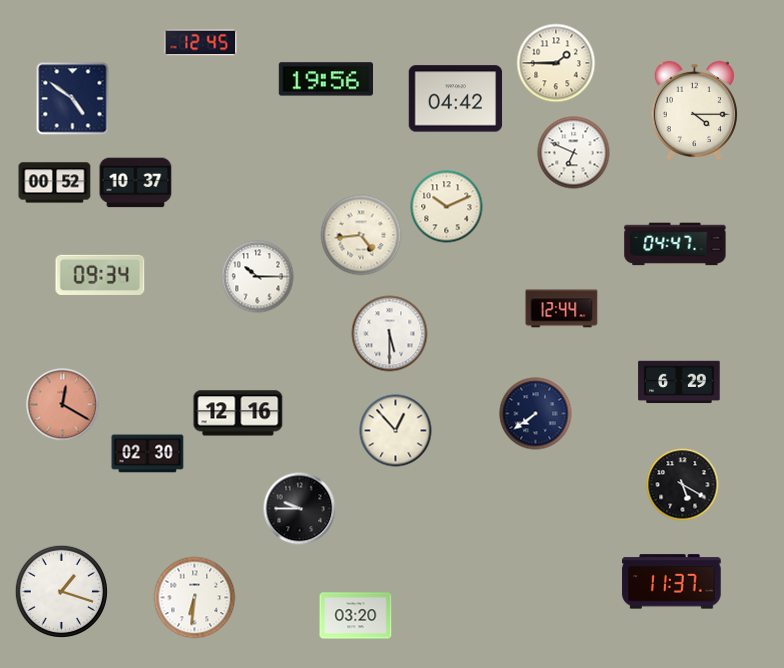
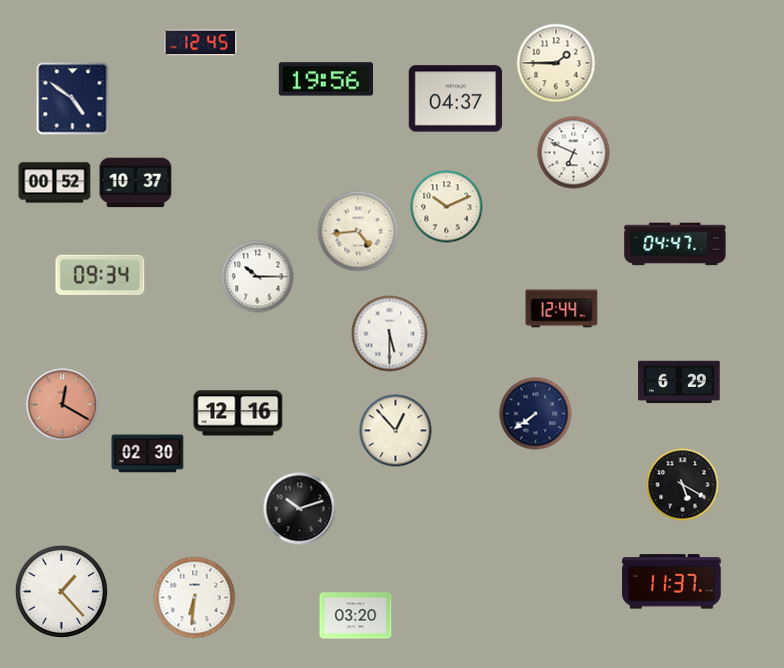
clock at (456, 99): 04:42 -> 04:37
clock at (694, 111): 4:15 -> none
clock at (361, 235) position: (361, 235) -> (358, 231)
clock at (300, 509): 9:45 -> 10:12
clock at (61, 591): 1:18 -> 1:23
